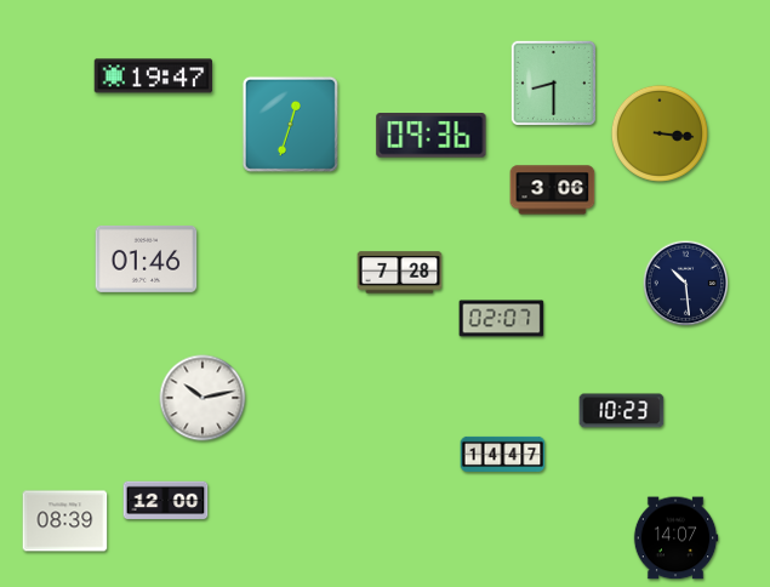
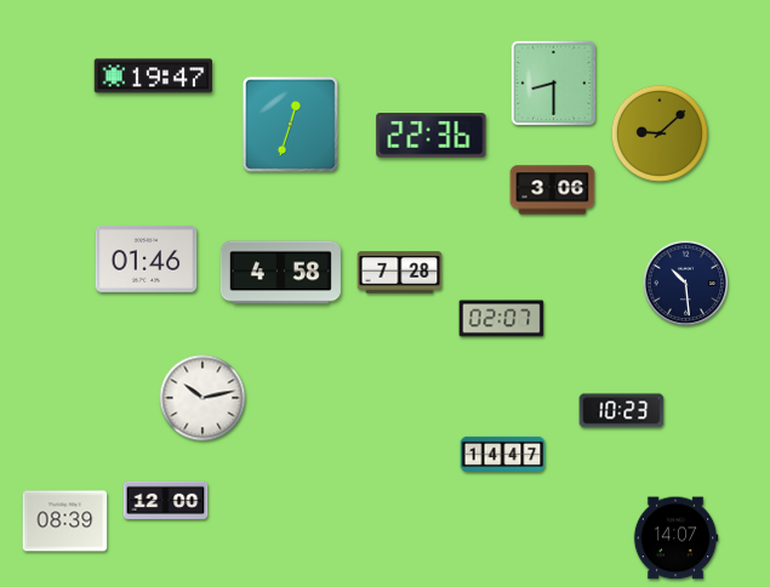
clock at (660, 133): 3:16 -> 9:08
clock at (432, 136): 09:36 -> 22:36
clock at (280, 273): none -> 4:58
